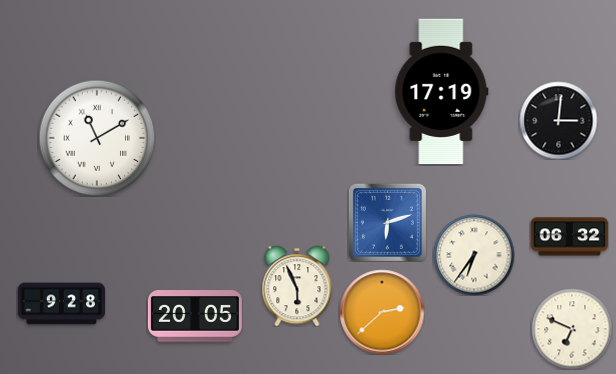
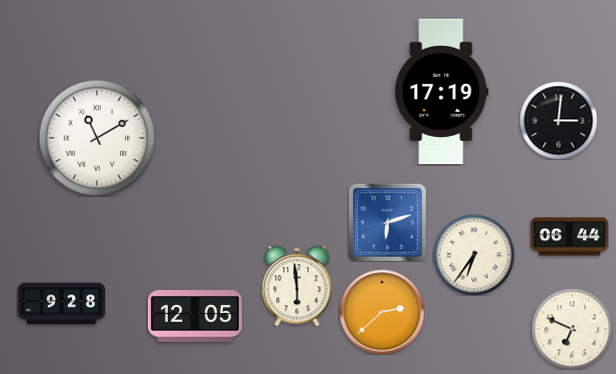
clock at (569, 237): 06:32 -> 06:44
clock at (297, 286): 5:56 -> 5:59
clock at (195, 317): 20:05 -> 12:05
